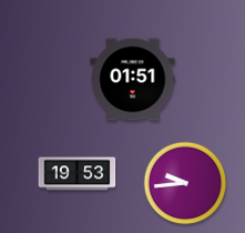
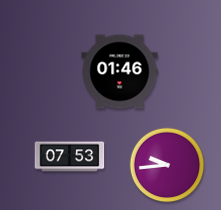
clock at (133, 80): 01:51 -> 01:46
clock at (78, 174): 19:53 -> 07:53
